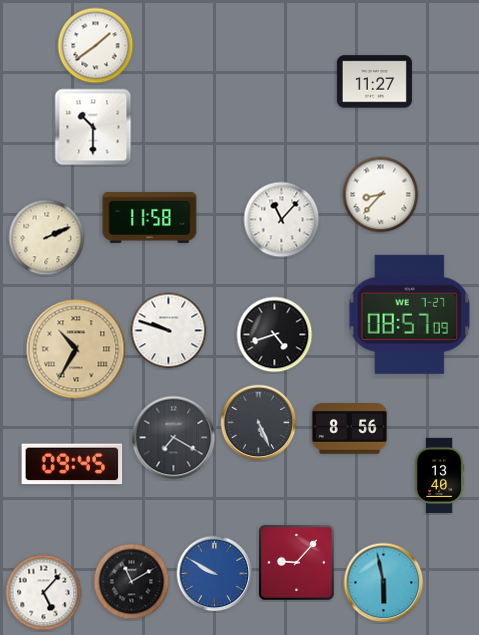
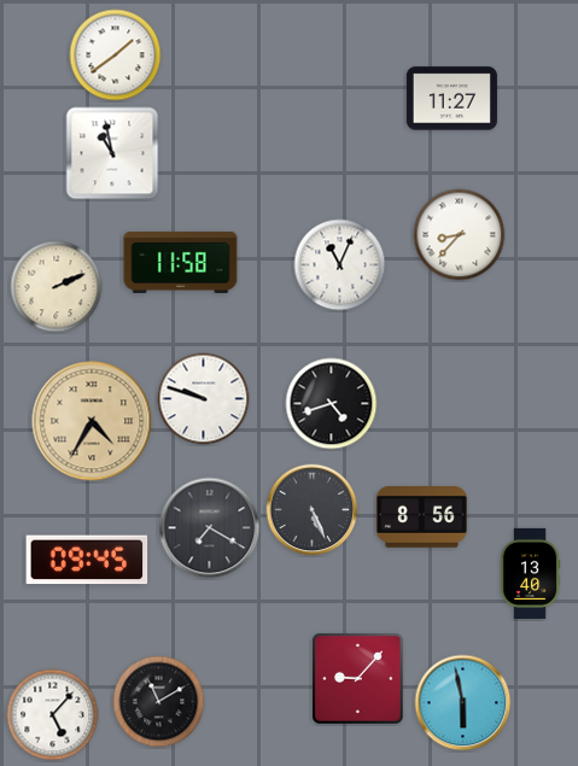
clock at (93, 127): 10:30 -> 10:58
clock at (282, 220): 11:07 -> 11:04
clock at (410, 314): 08:57 -> none
clock at (76, 349): 10:35 -> 4:35
clock at (215, 574): 9:50 -> none
